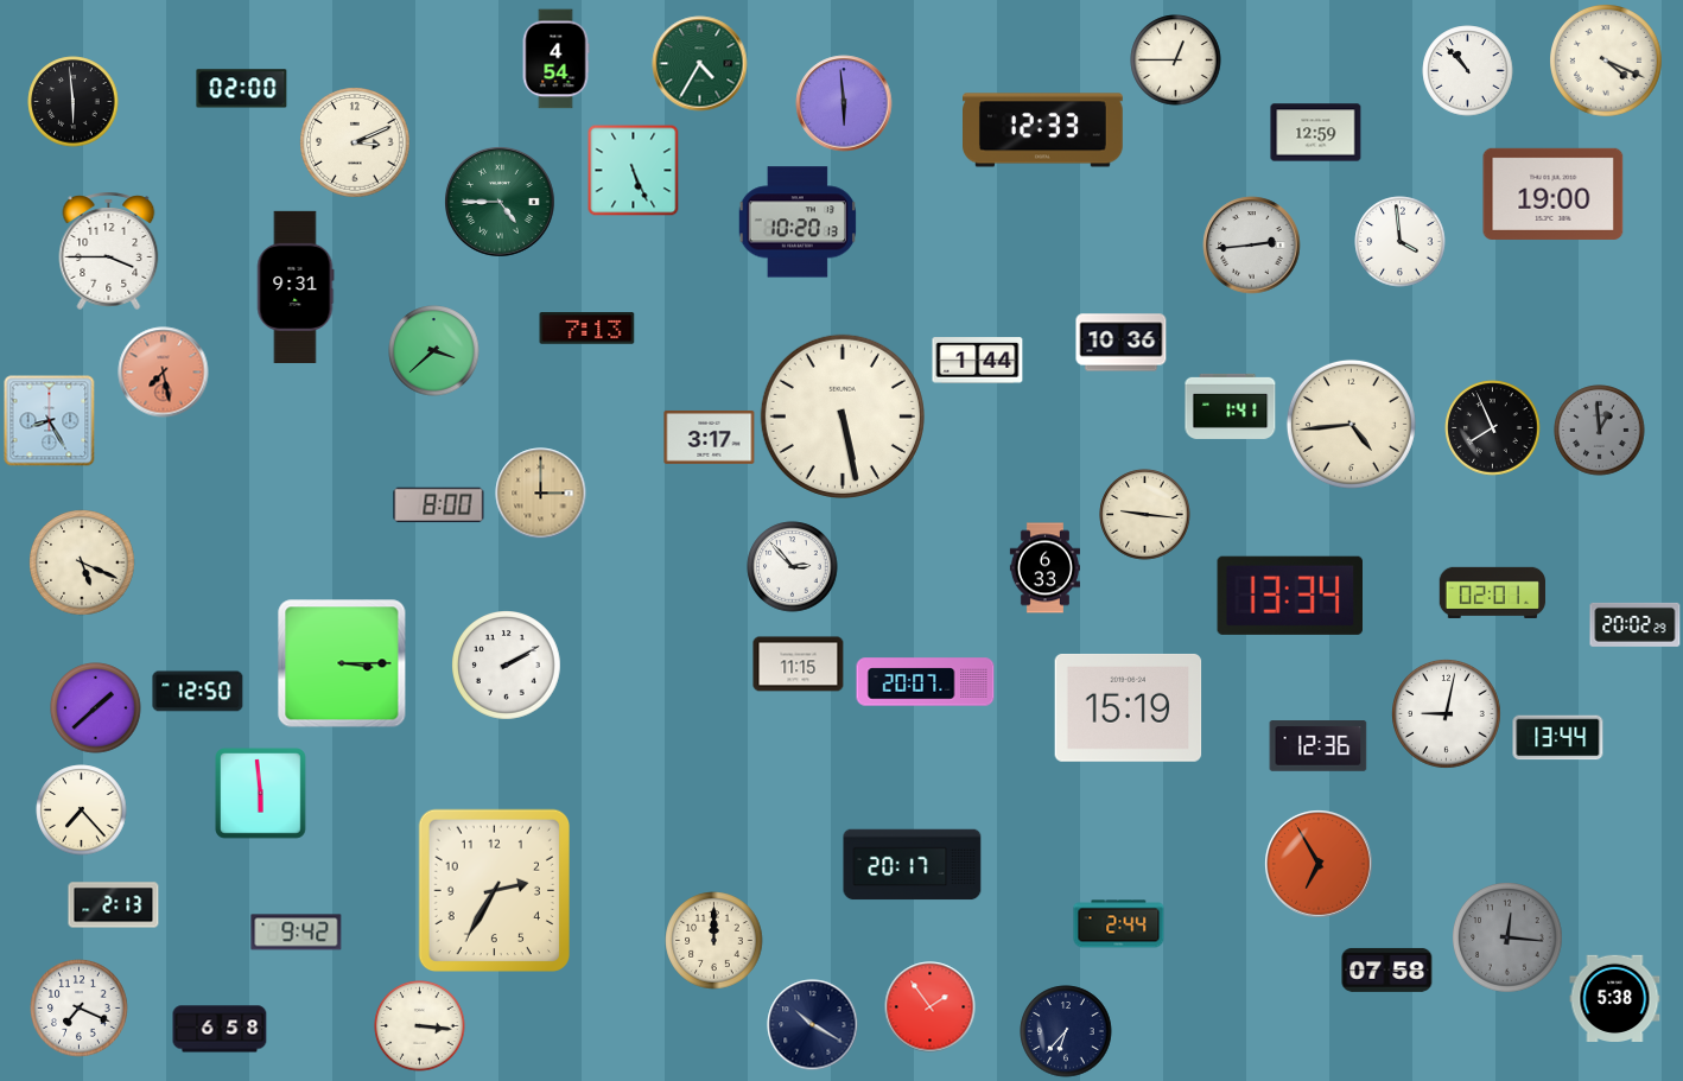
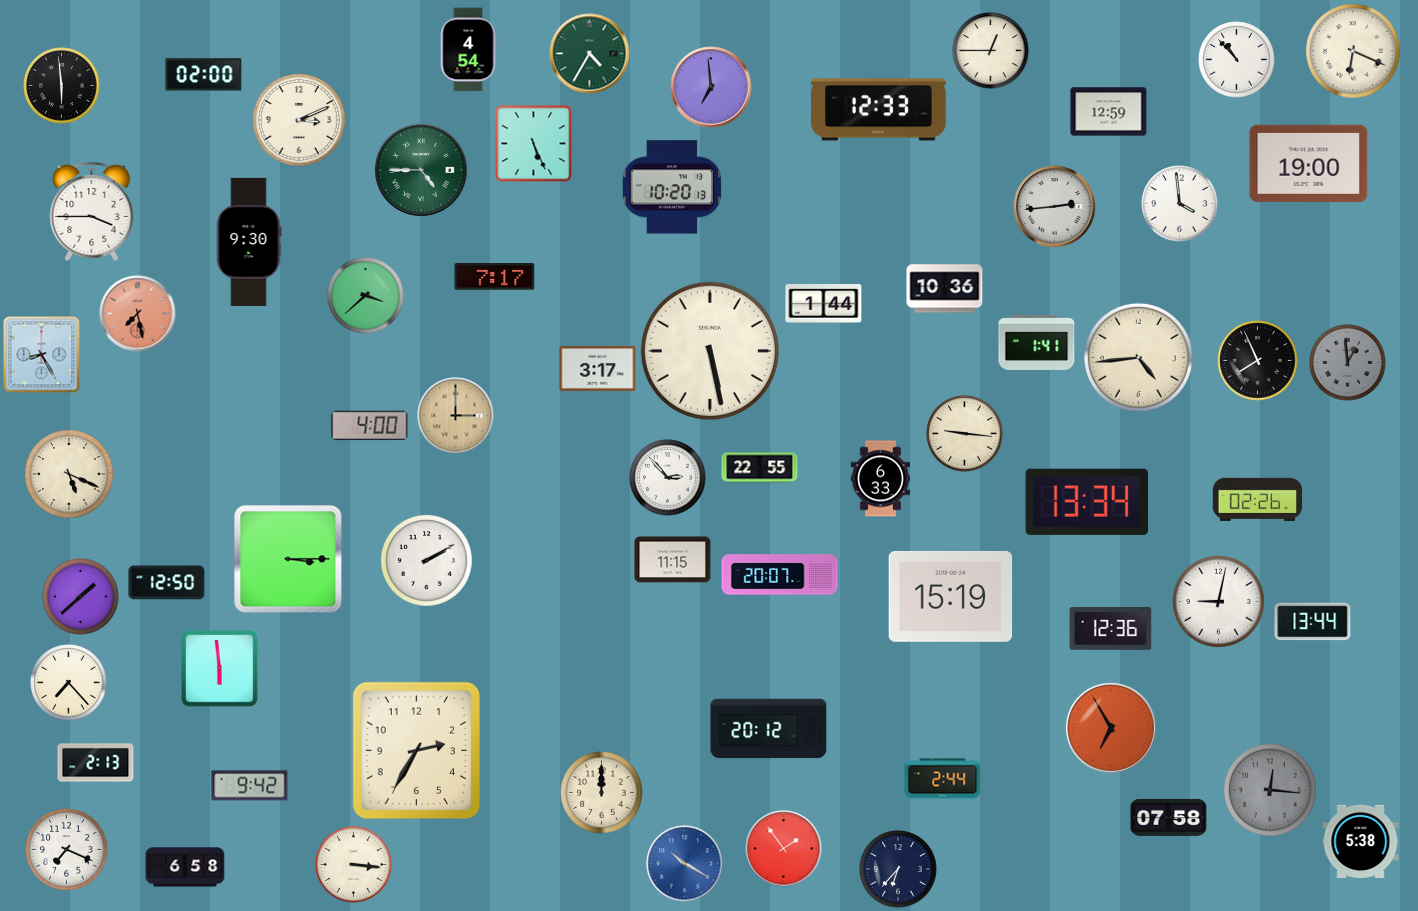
clock at (1607, 62): 4:19 -> 6:19
clock at (844, 103): 5:59 -> 6:59
clock at (296, 287): 9:31 -> 9:30
clock at (588, 329): 7:13 -> 7:17
clock at (439, 505): 8:00 -> 4:00
clock at (760, 468): none -> 22:55
clock at (1493, 592): 02:01 -> 02:26
clock at (1636, 624): 20:02 -> none
clock at (913, 865): 20:17 -> 20:12
clock at (813, 1025) dial: navy -> blue
